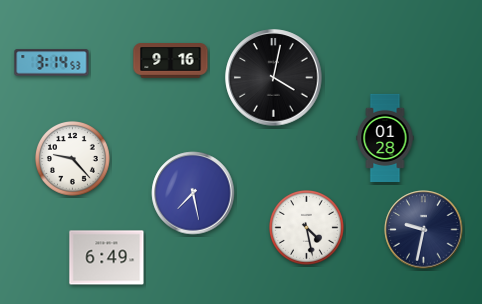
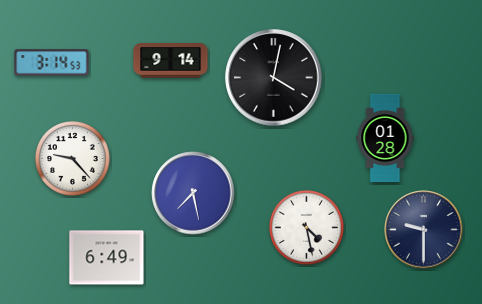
clock at (171, 61): 9:16 -> 9:14
clock at (424, 230): 9:32 -> 9:30
